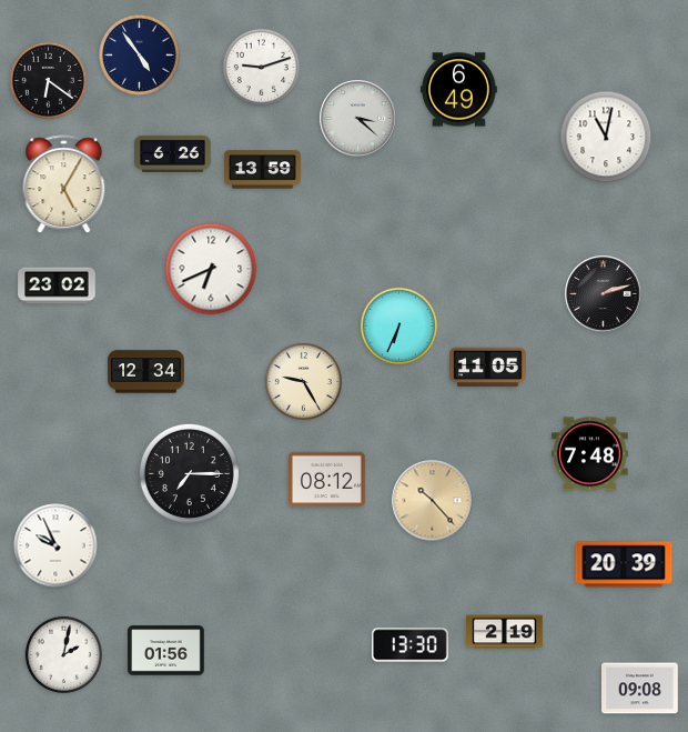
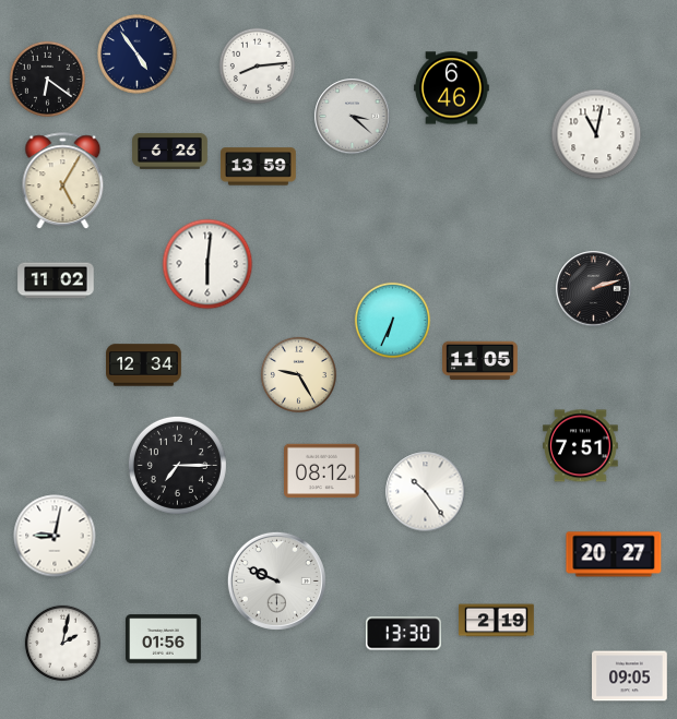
clock at (261, 67): 9:12 -> 8:14
clock at (459, 90): 6:49 -> 6:46
clock at (211, 269): 6:41 -> 6:01
clock at (57, 285): 23:02 -> 11:02
clock at (590, 454): 7:48 -> 7:51
clock at (189, 473) position: (189, 473) -> (177, 465)
clock at (433, 501): 10:23 -> 10:24
clock at (433, 501) dial: champagne -> white
clock at (55, 545): 9:56 -> 9:02
clock at (624, 564): 20:39 -> 20:27
clock at (276, 580): none -> 9:49
clock at (640, 689): 09:08 -> 09:05
